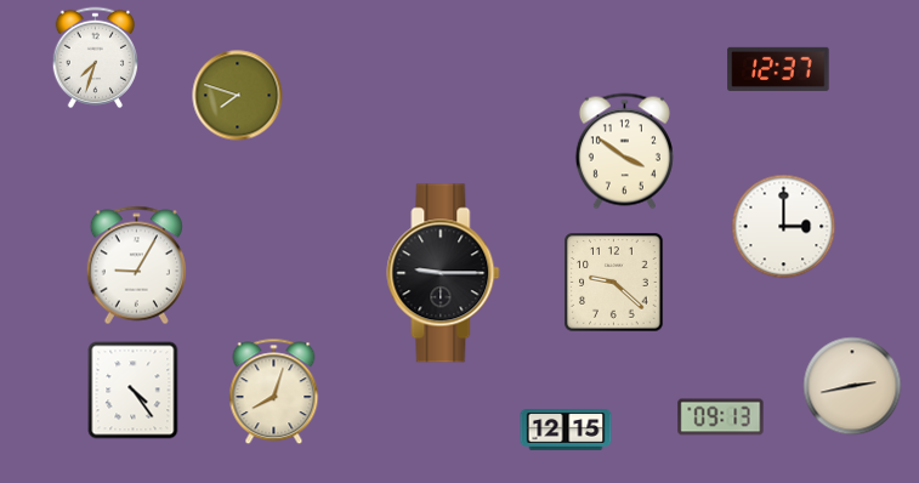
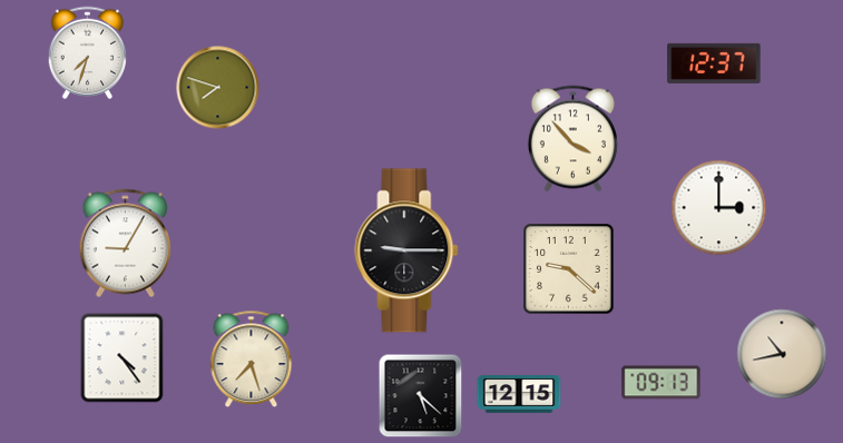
clock at (624, 152): 3:51 -> 3:53
clock at (614, 283) position: (614, 283) -> (569, 269)
clock at (852, 386): 2:43 -> 10:43
clock at (274, 392): 8:03 -> 7:27
clock at (421, 396): none -> 5:22
